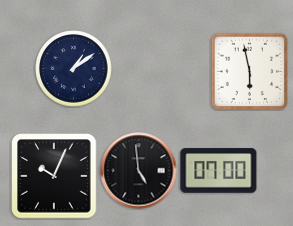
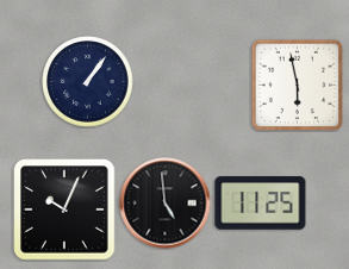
clock at (74, 69): 1:09 -> 1:06
clock at (219, 171): 07:00 -> 11:25
